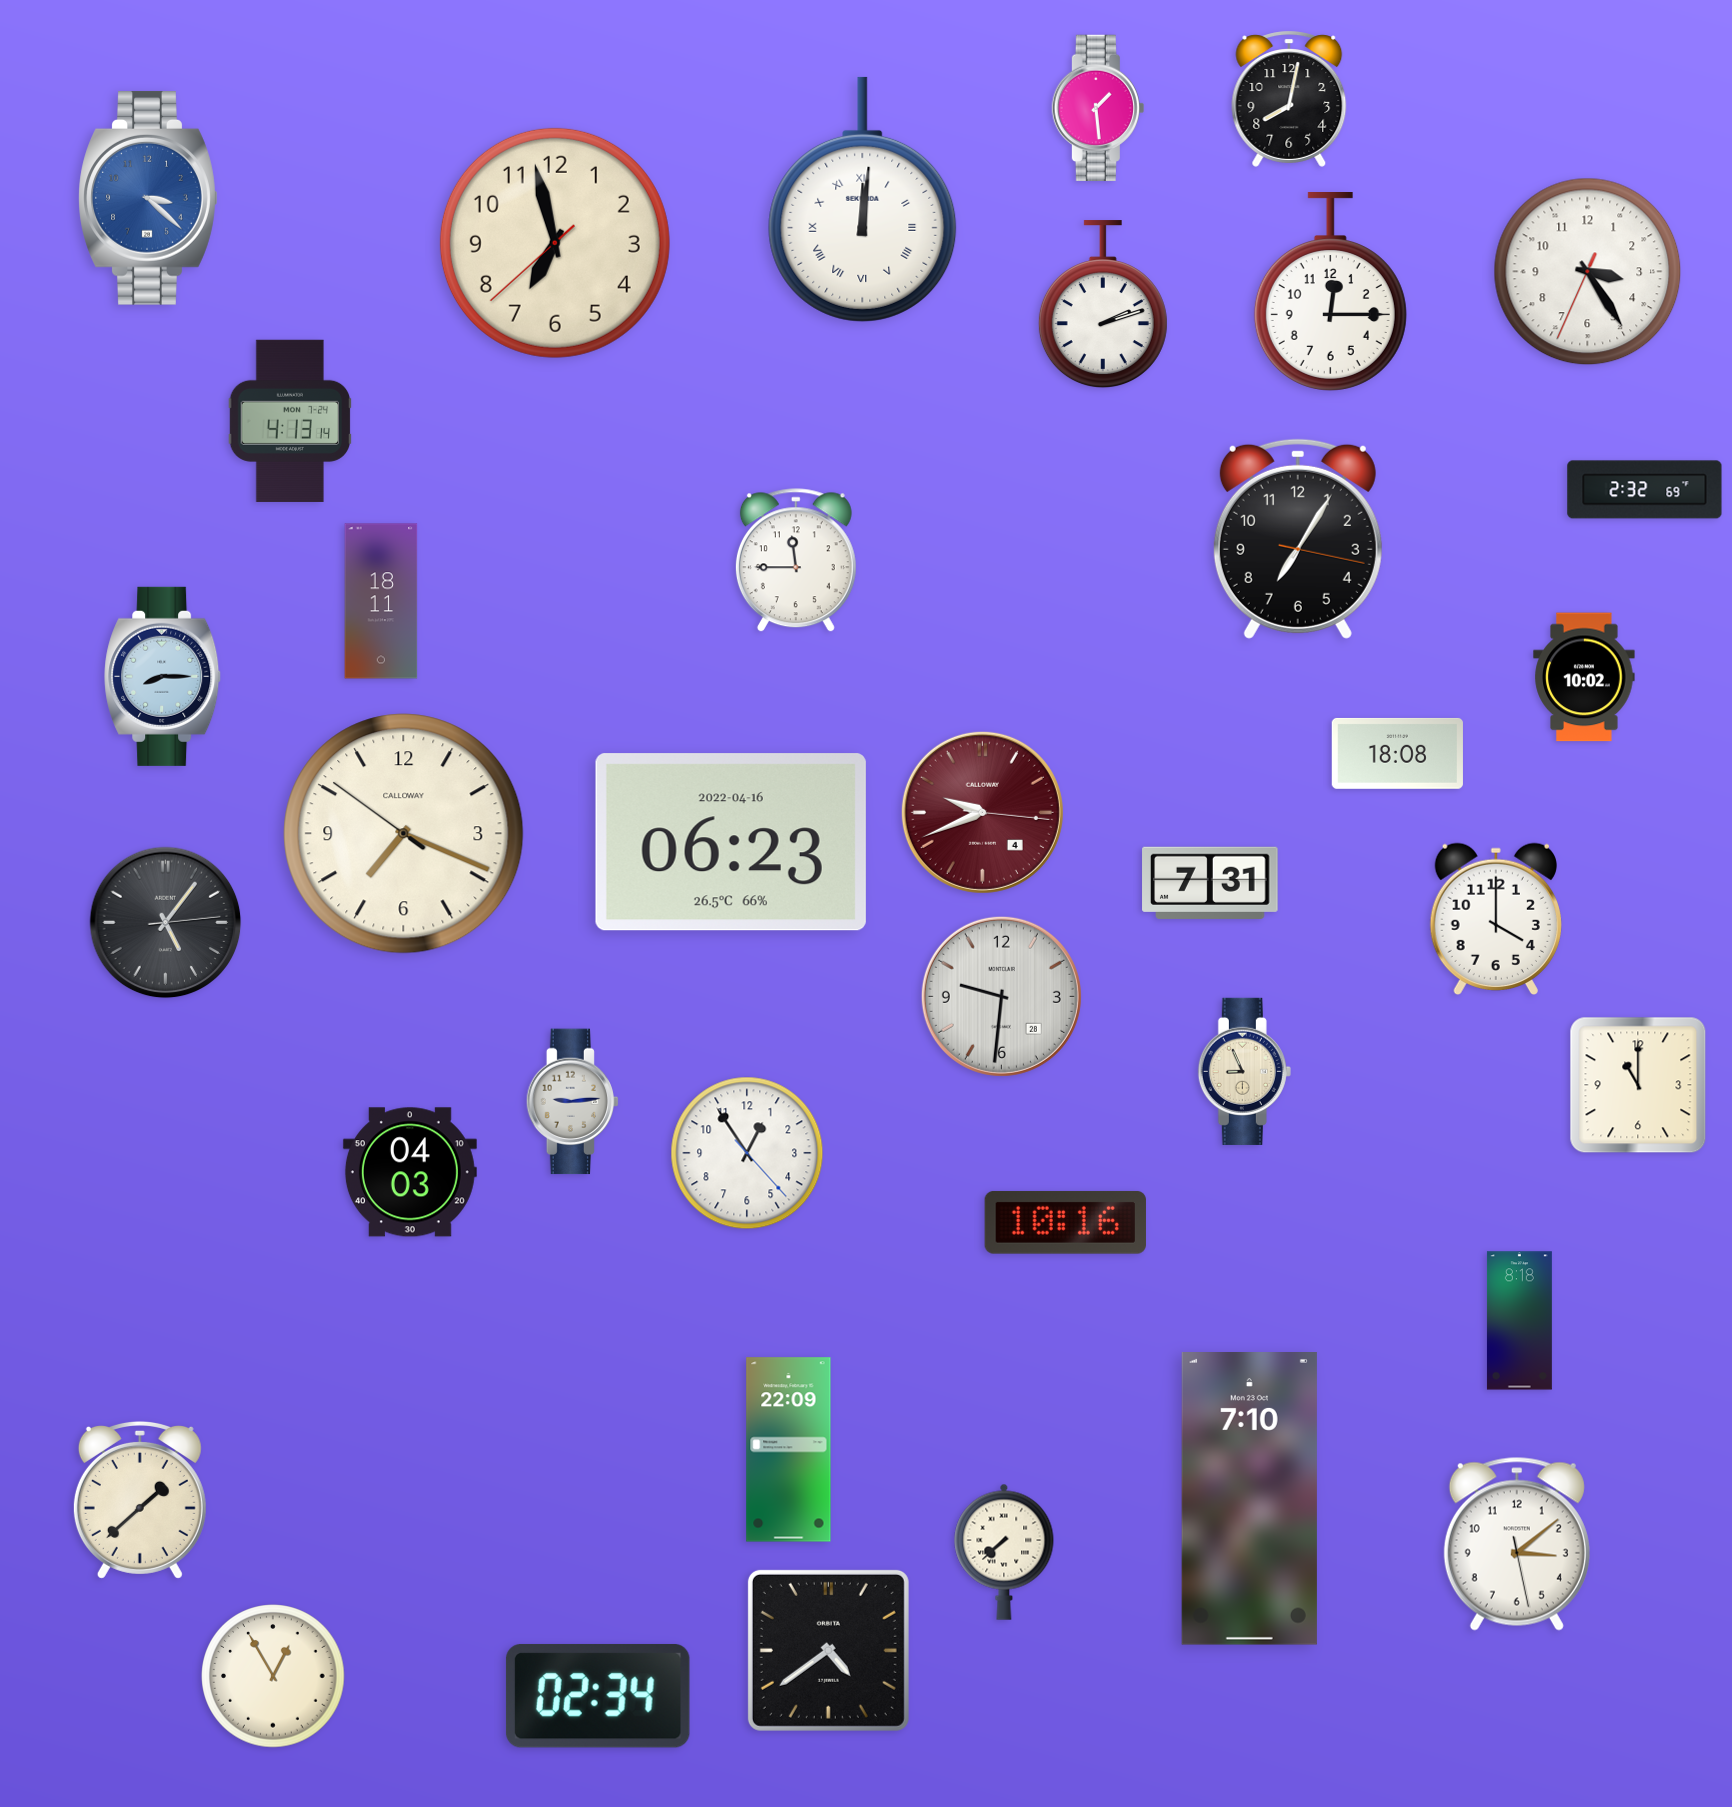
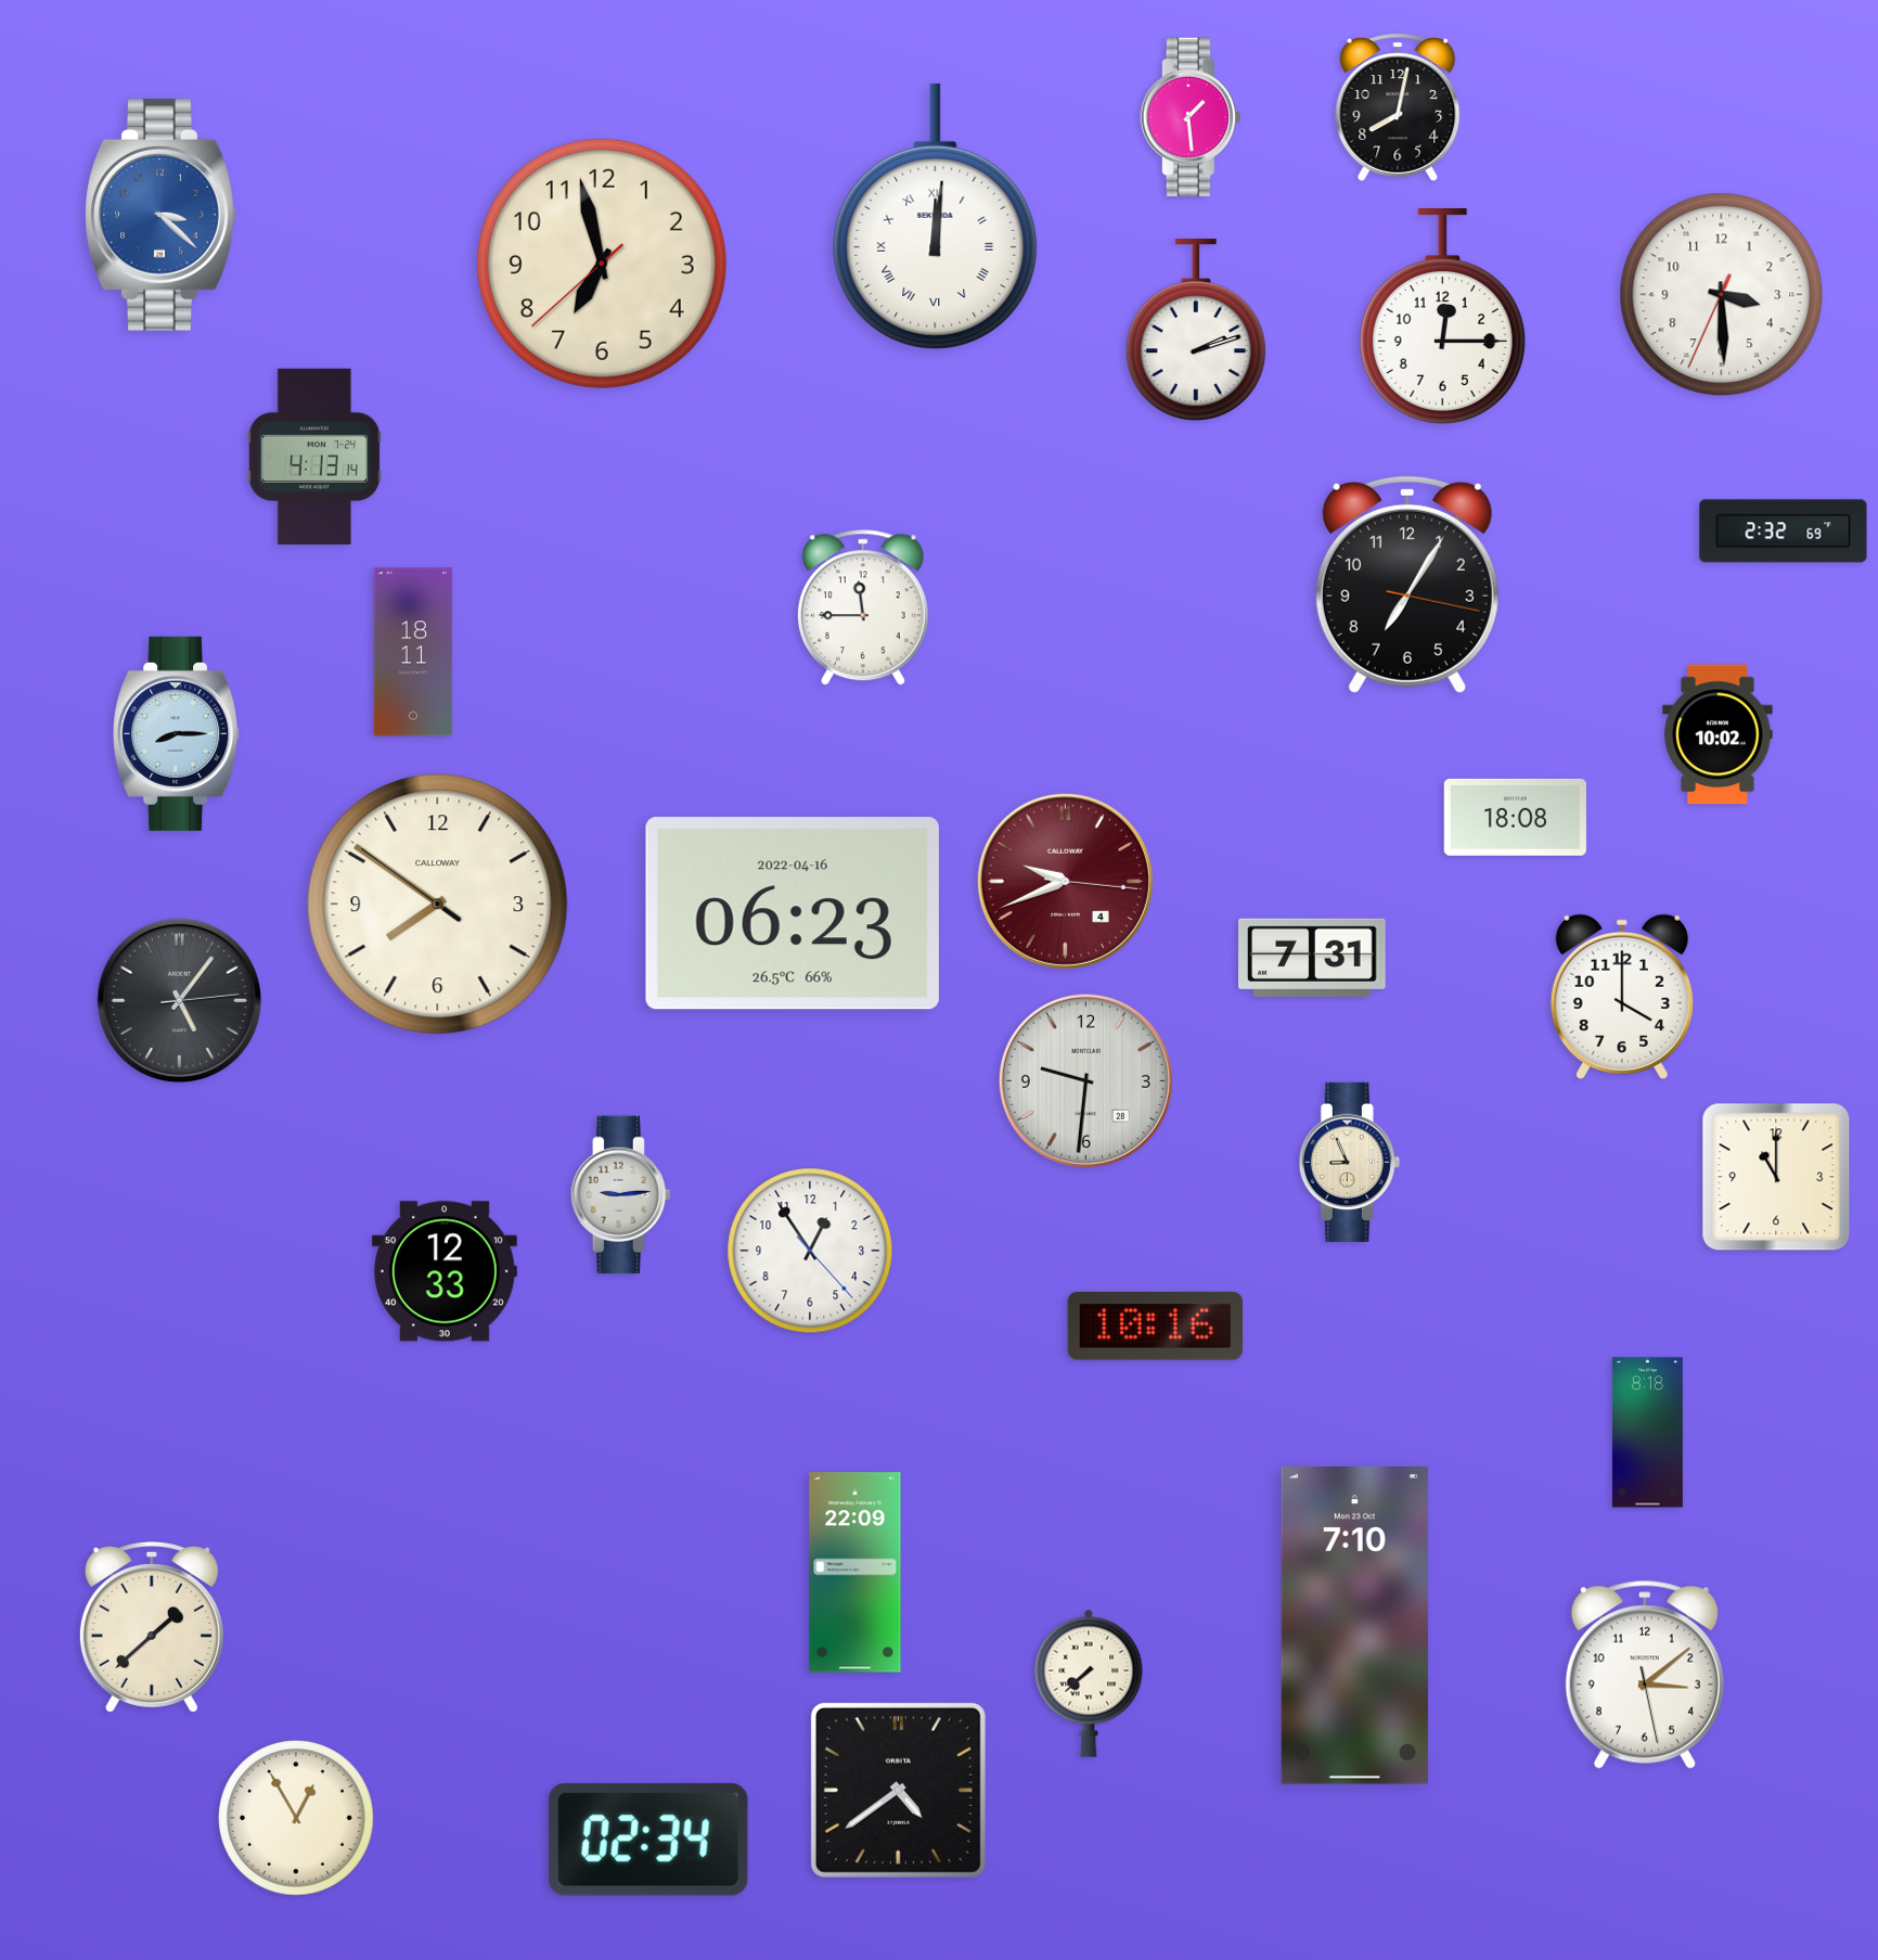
clock at (1588, 272): 3:24 -> 3:29
clock at (404, 834): 7:18 -> 7:50
clock at (410, 1172): 04:03 -> 12:33
